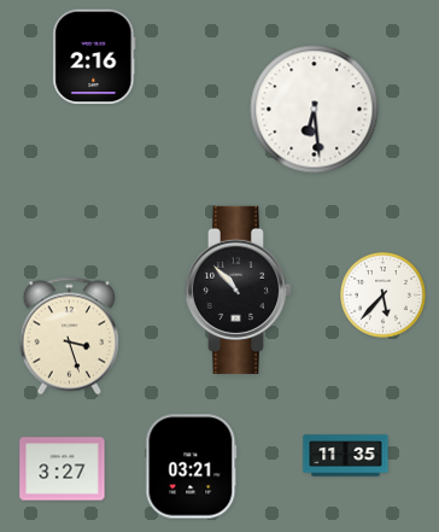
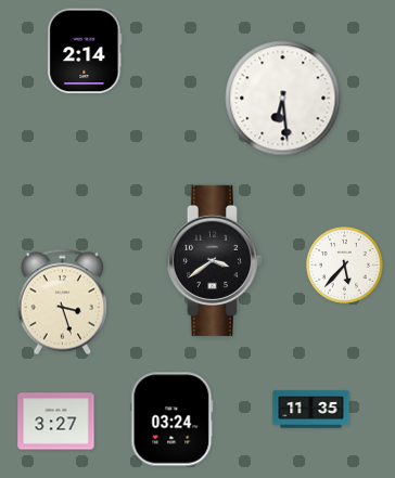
clock at (94, 57): 2:16 -> 2:14
clock at (238, 290): 10:53 -> 3:39
clock at (192, 467): 03:21 -> 03:24
